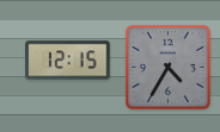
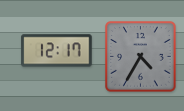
clock at (68, 61): 12:15 -> 12:17
